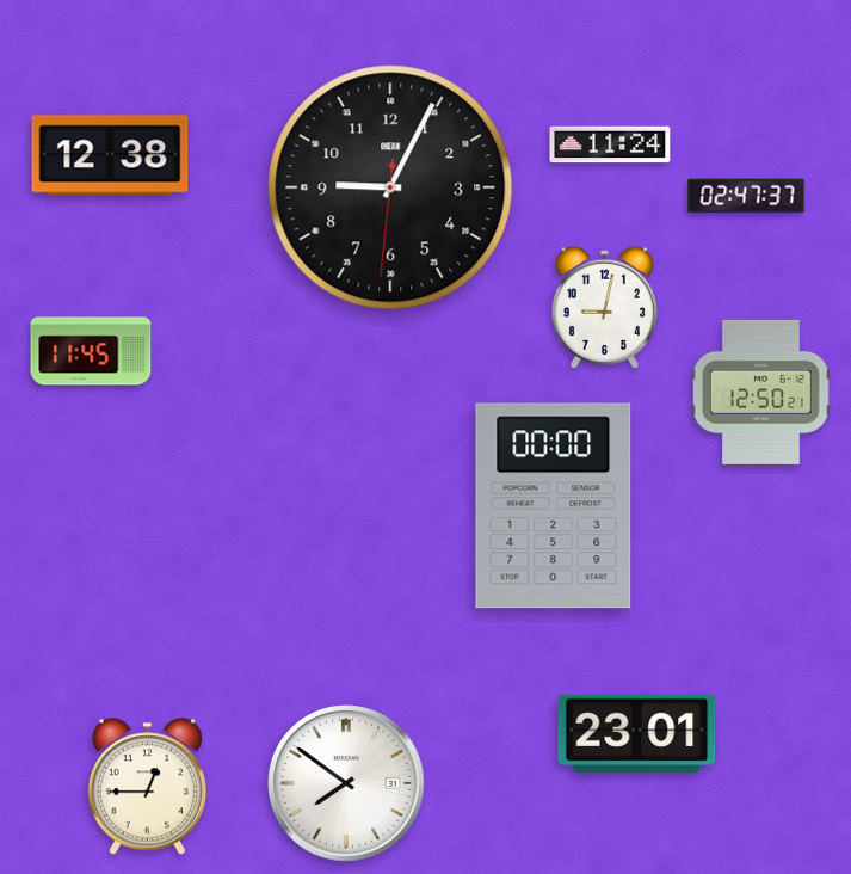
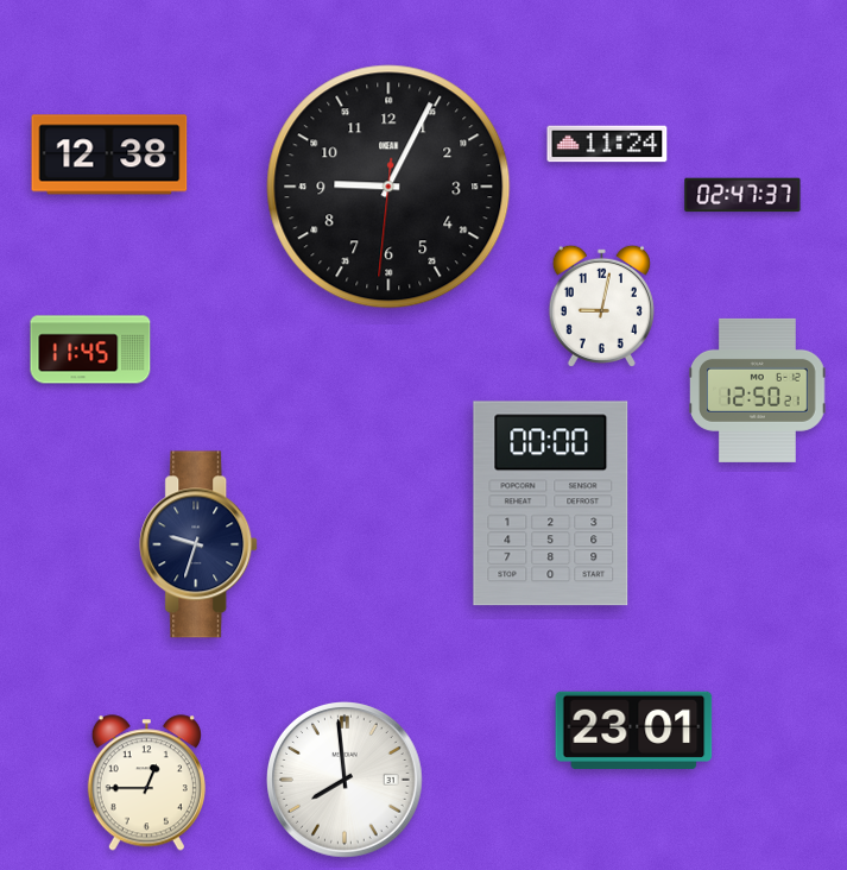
clock at (200, 544): none -> 9:33
clock at (347, 784): 7:51 -> 7:59
